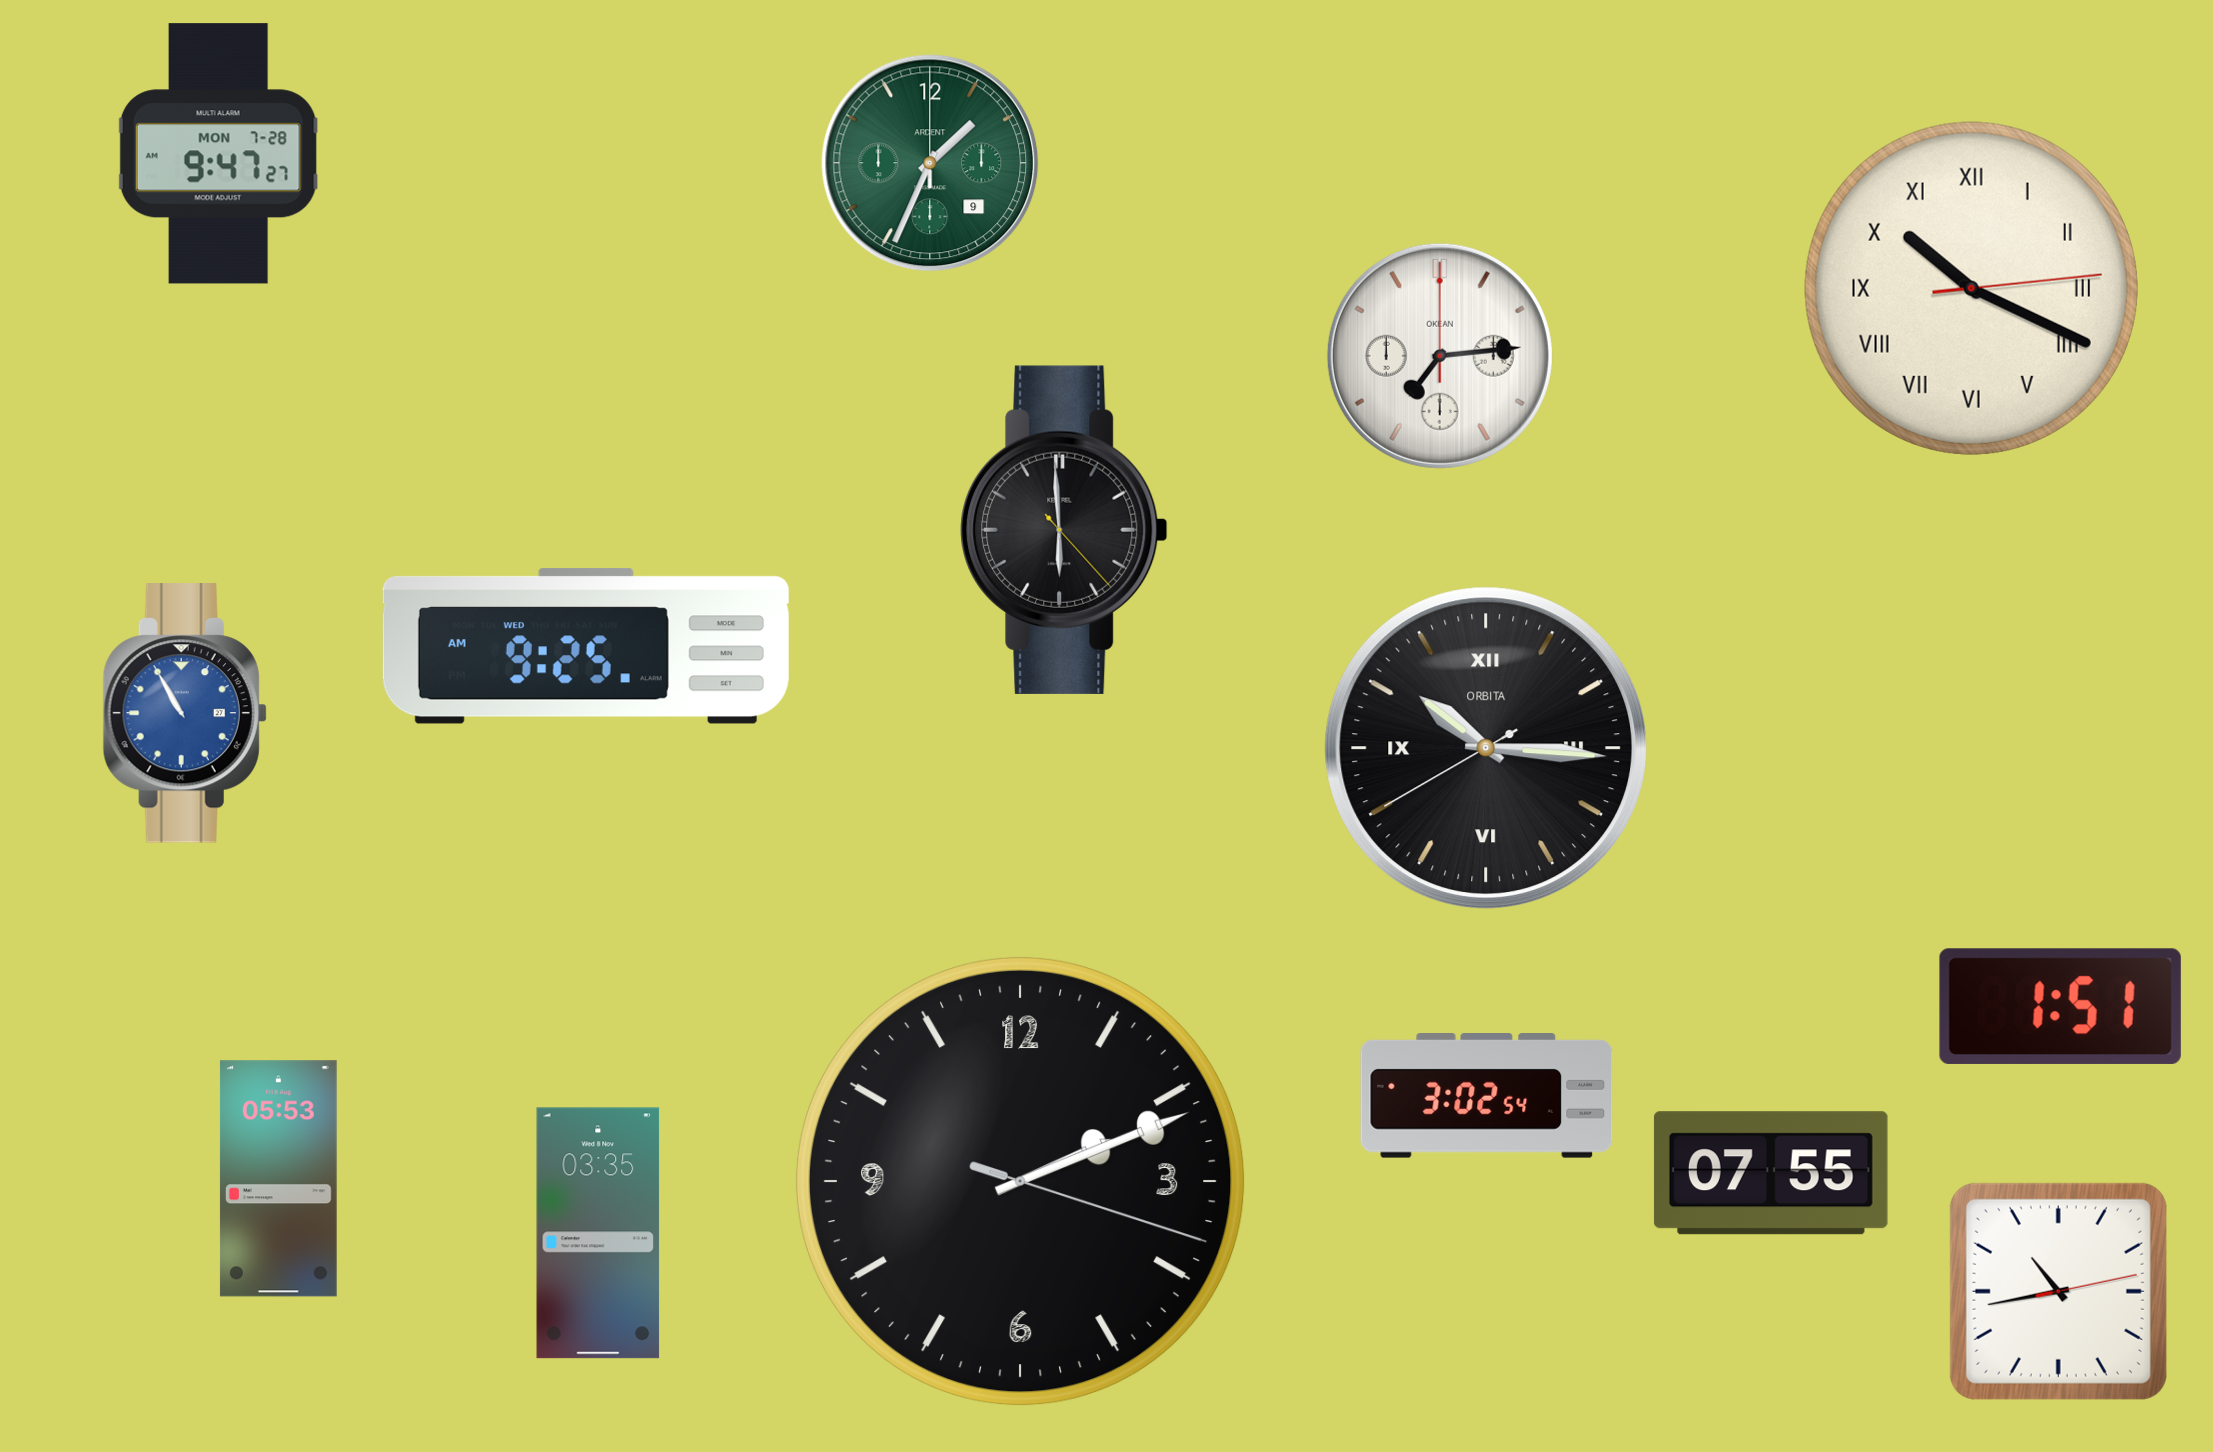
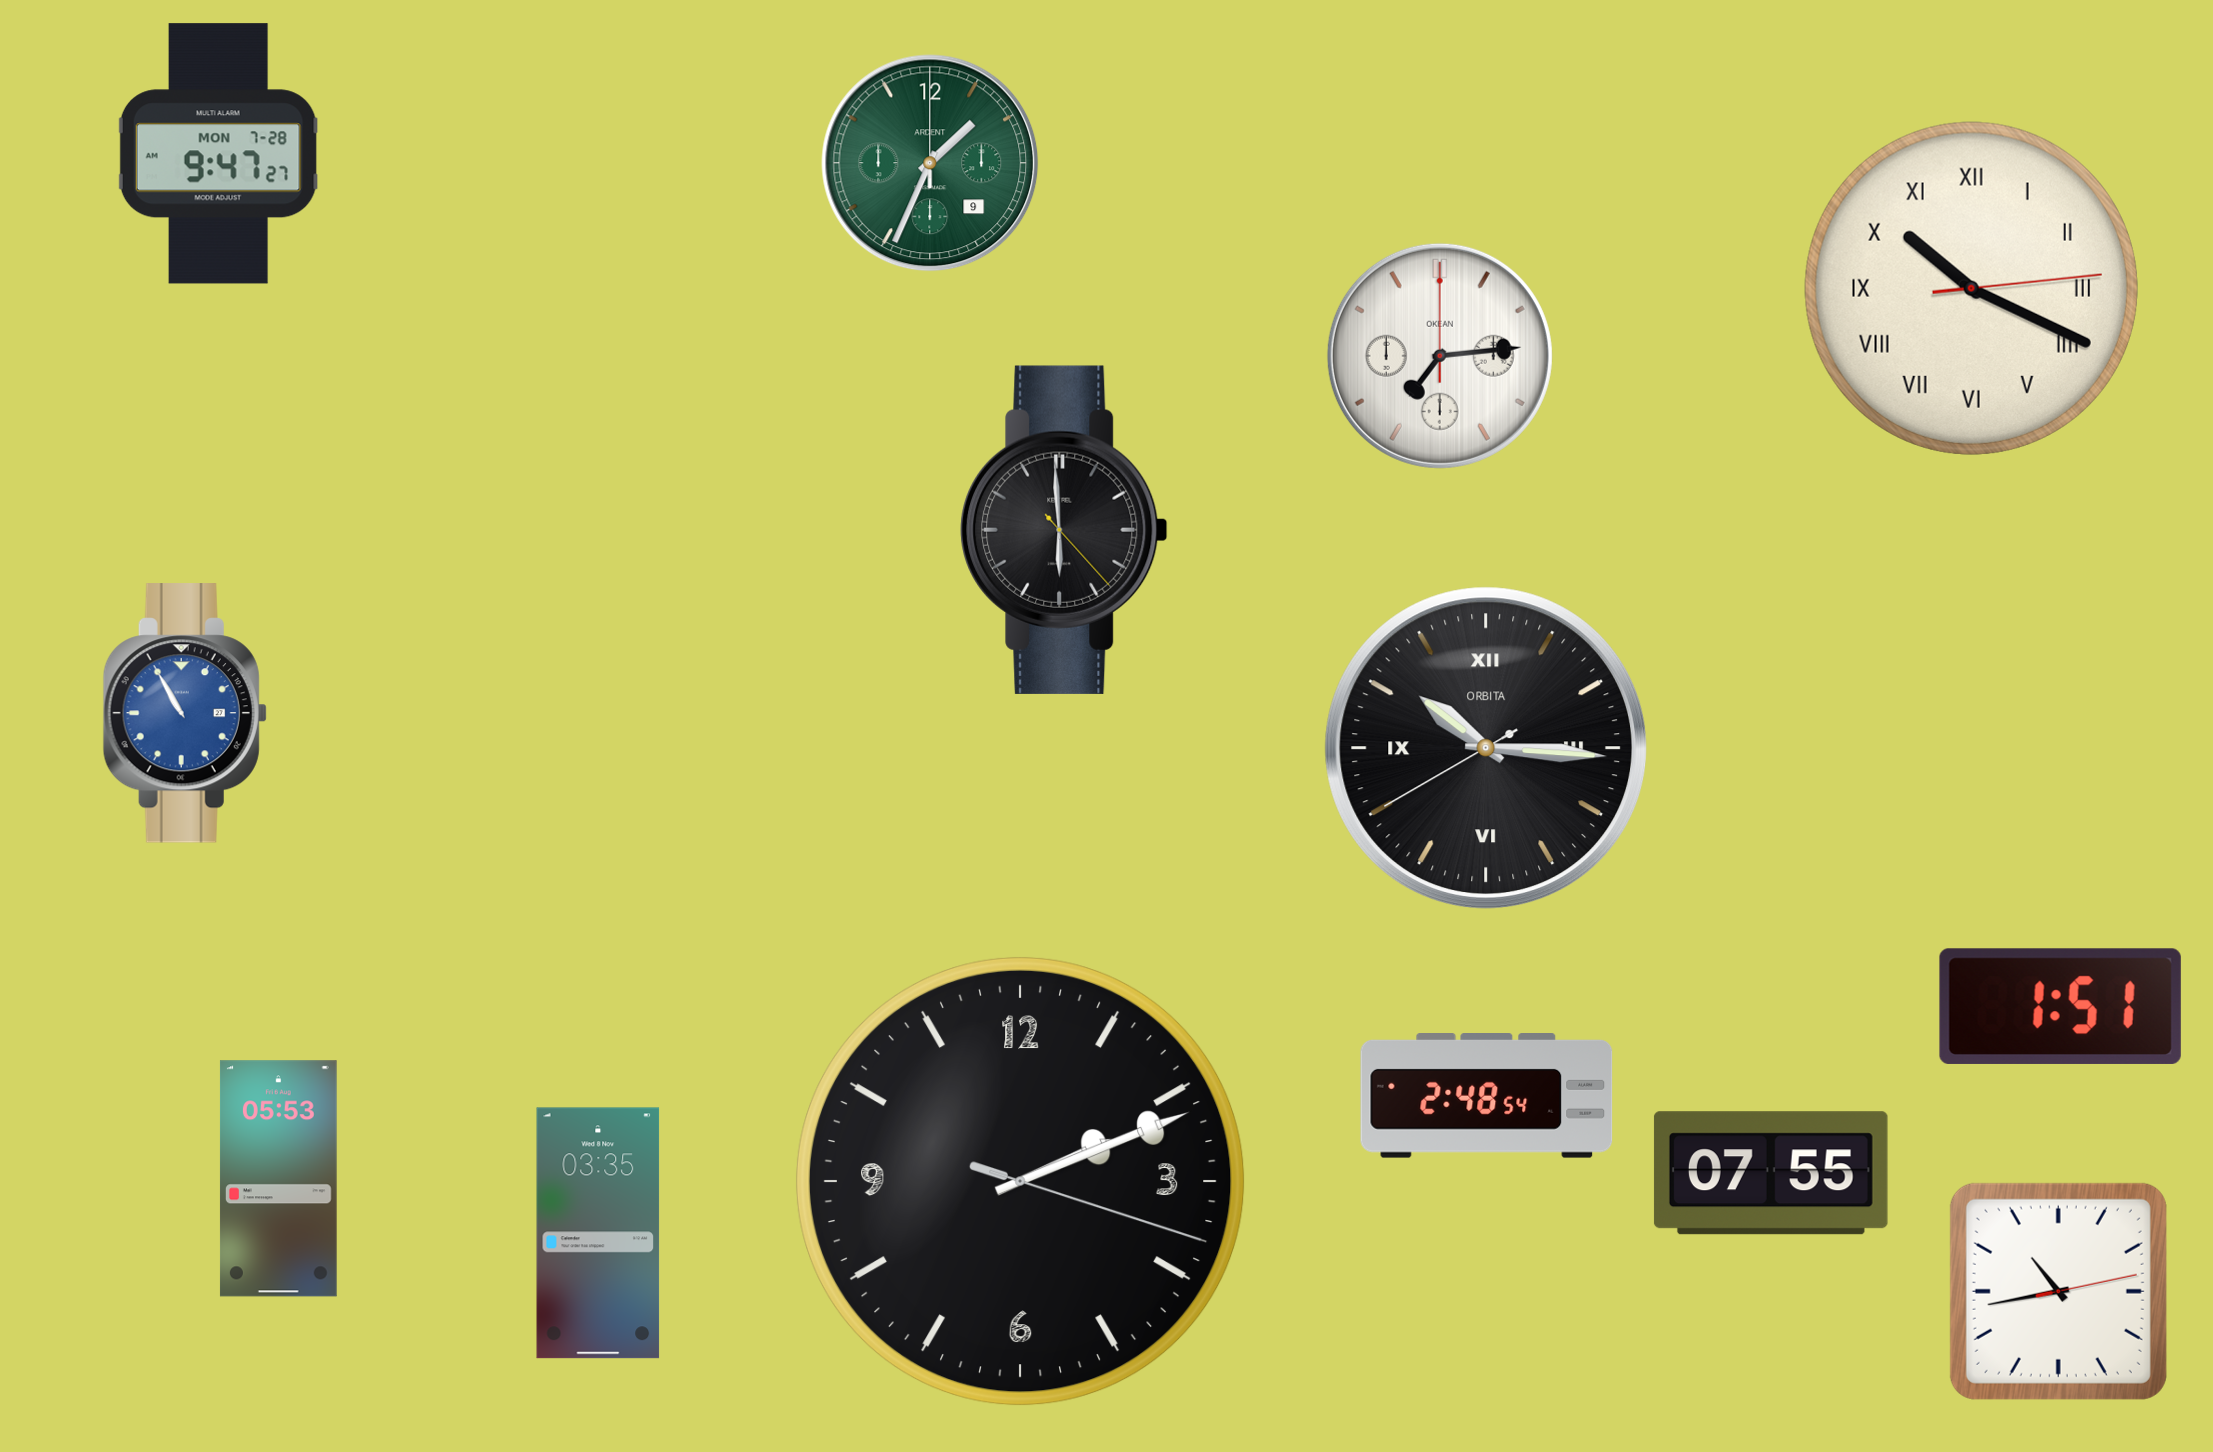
clock at (586, 646): 9:25 -> none
clock at (1487, 1096): 3:02 -> 2:48
